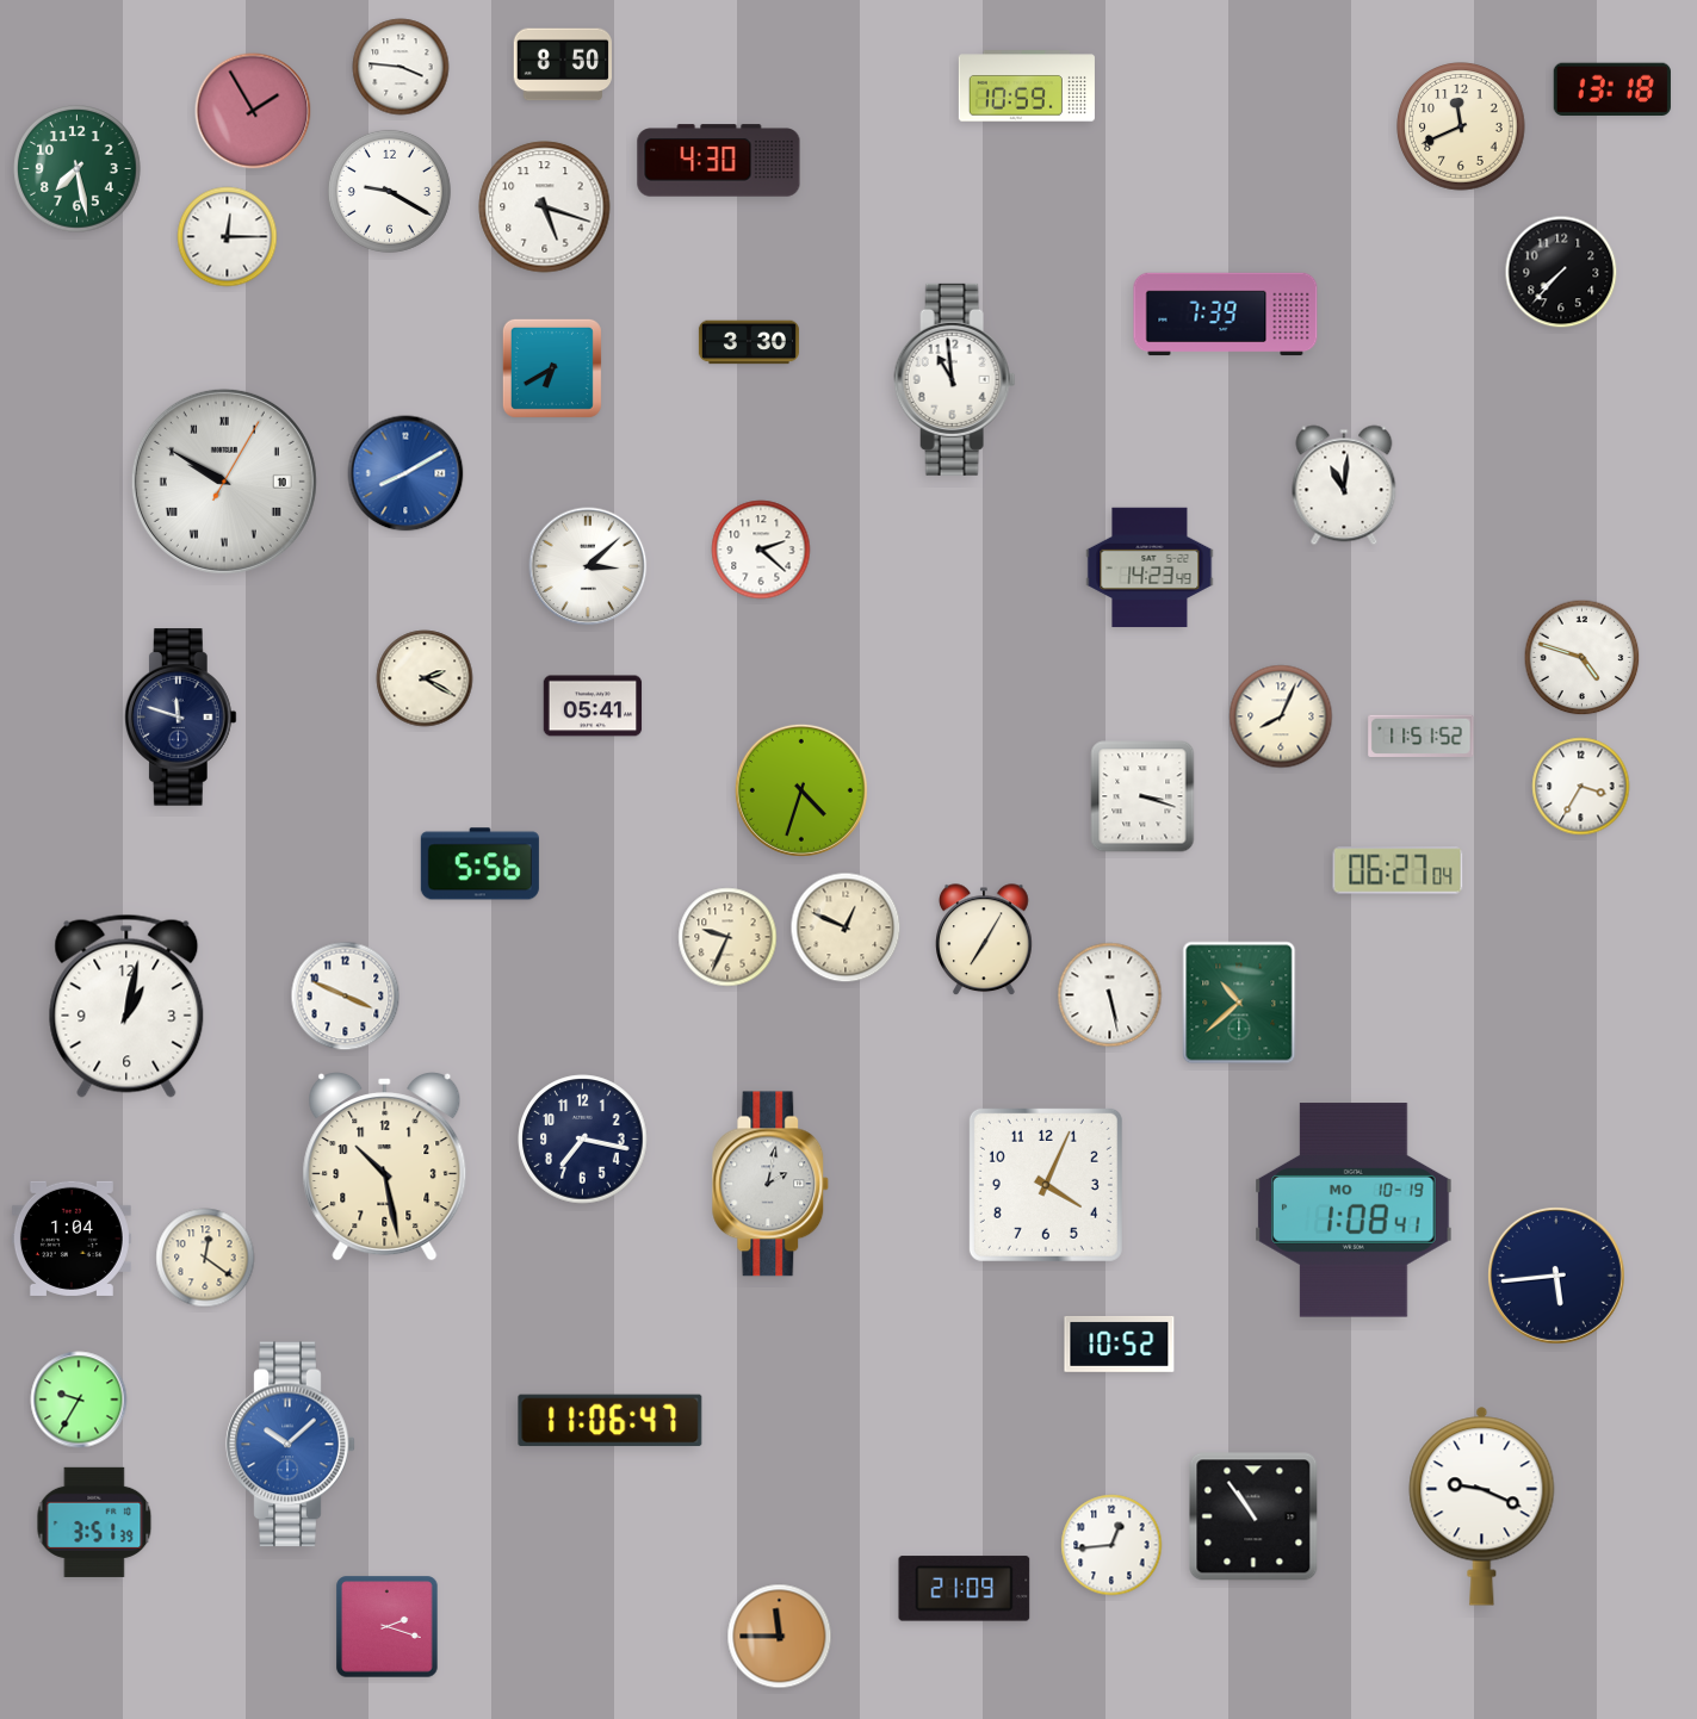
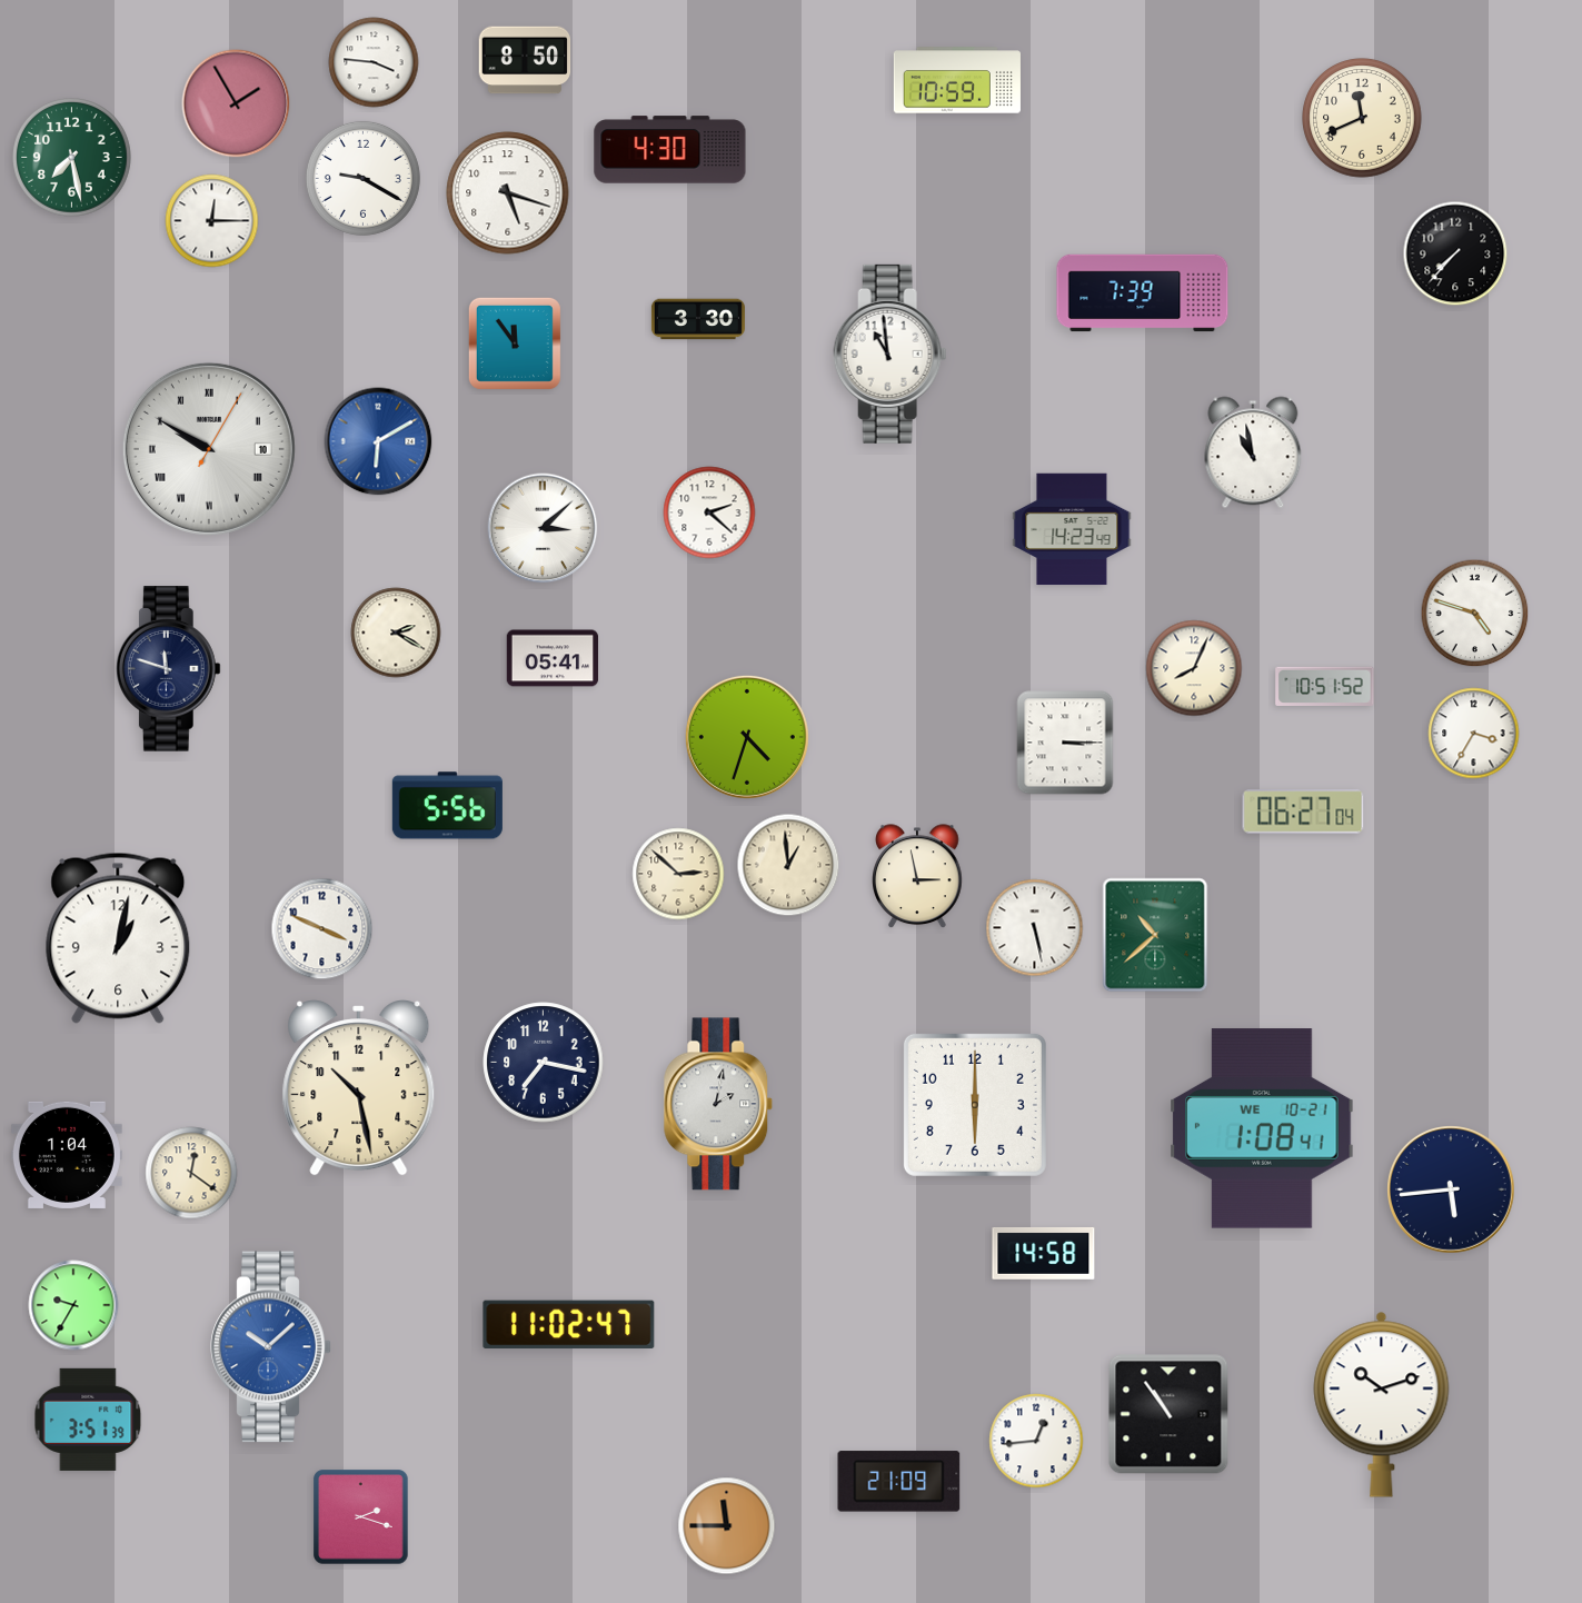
clock at (1612, 88): 13:18 -> none
clock at (552, 368): 6:40 -> 11:54
clock at (405, 473): 8:10 -> 6:10
clock at (1344, 485): 11:01 -> 10:58
clock at (588, 566) position: (588, 566) -> (543, 528)
clock at (1422, 736): 11:51 -> 10:51
clock at (1142, 796): 3:18 -> 3:15
clock at (846, 927): 12:49 -> 12:59
clock at (727, 937): 9:34 -> 2:52
clock at (985, 941): 7:05 -> 2:58
clock at (1046, 1185): 4:04 -> 6:00
clock at (1354, 1210) date: MO 10-19 -> WE 10-21
clock at (1120, 1343): 10:52 -> 14:58
clock at (611, 1421): 11:06 -> 11:02
clock at (1482, 1506): 9:19 -> 10:12
